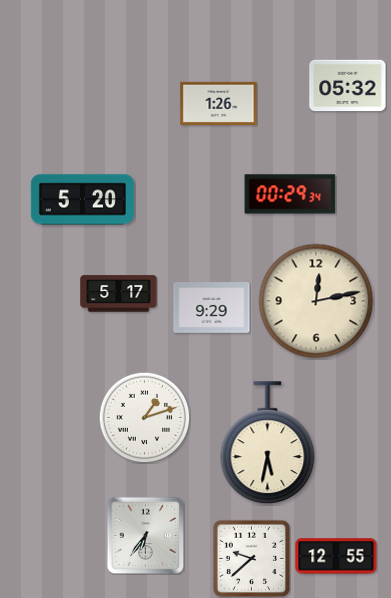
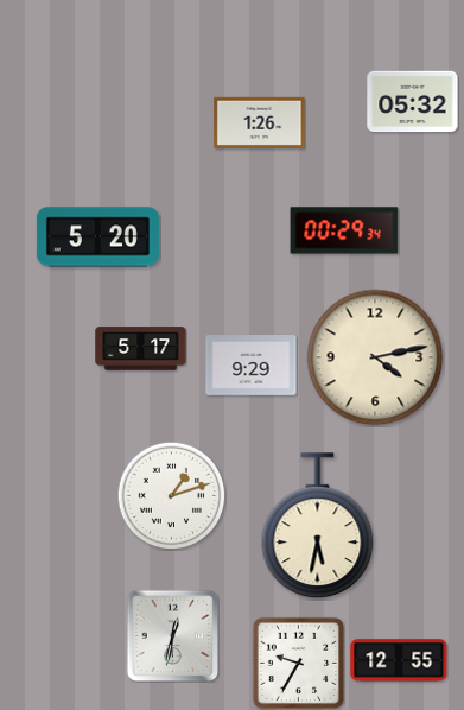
clock at (316, 301): 12:13 -> 4:13
clock at (145, 535): 6:36 -> 12:32
clock at (251, 558): 9:38 -> 9:35
